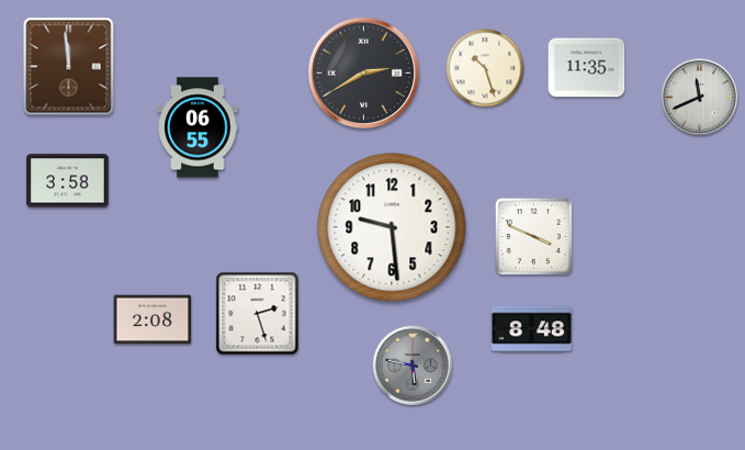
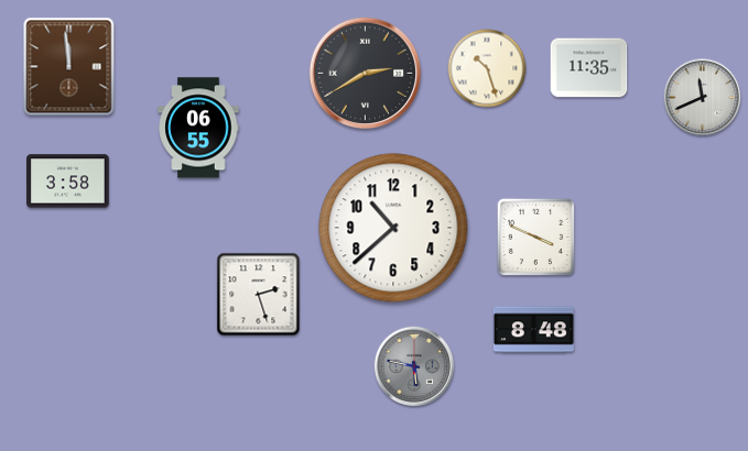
clock at (392, 227): 9:29 -> 10:38
clock at (258, 314) position: (258, 314) -> (259, 295)
clock at (153, 319): 2:08 -> none
